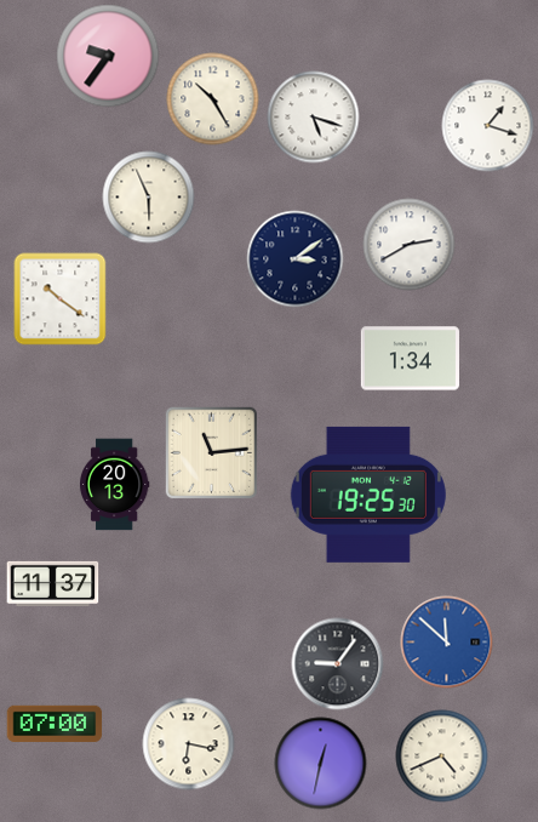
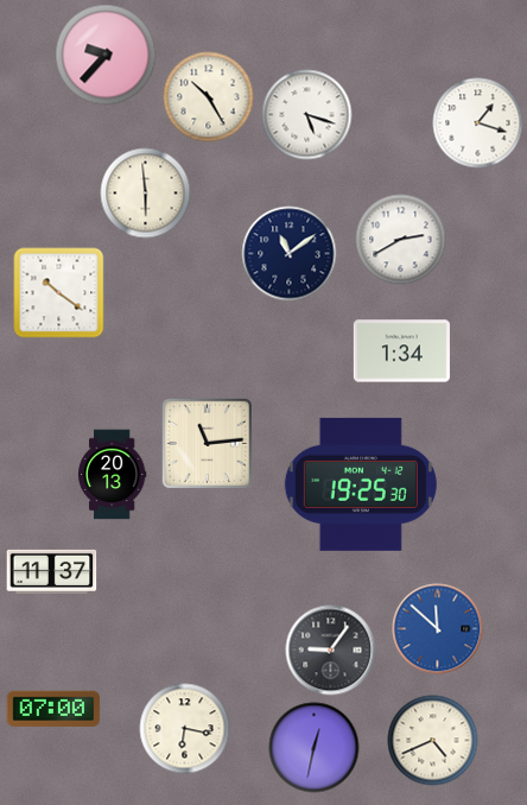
clock at (108, 56): 9:36 -> 9:37
clock at (149, 198): 5:56 -> 5:59
clock at (296, 259): 3:09 -> 11:09
